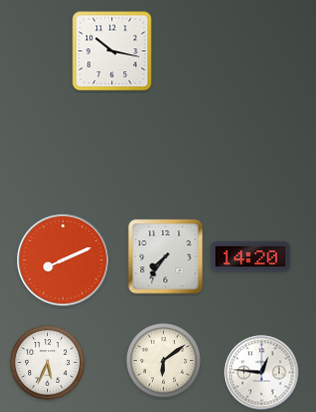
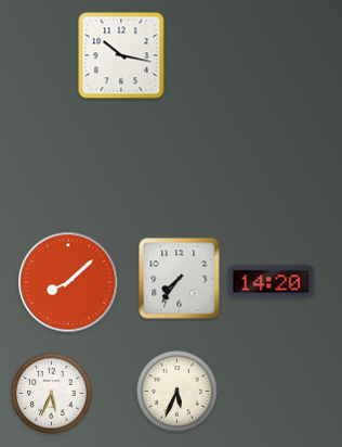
clock at (251, 257) position: (251, 257) -> (272, 282)
clock at (63, 260): 8:11 -> 8:08
clock at (164, 361): 6:09 -> 5:34
clock at (262, 373): 12:46 -> none
